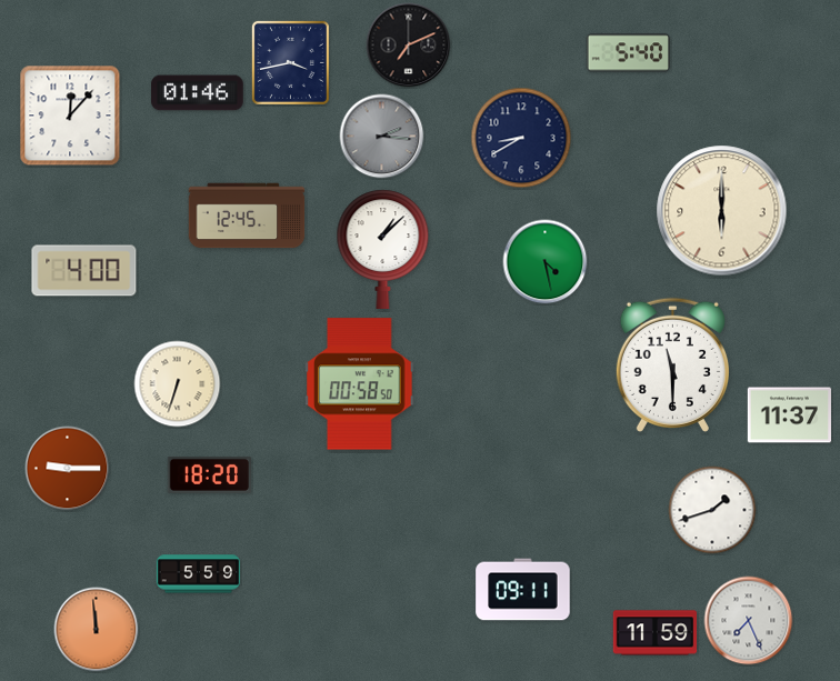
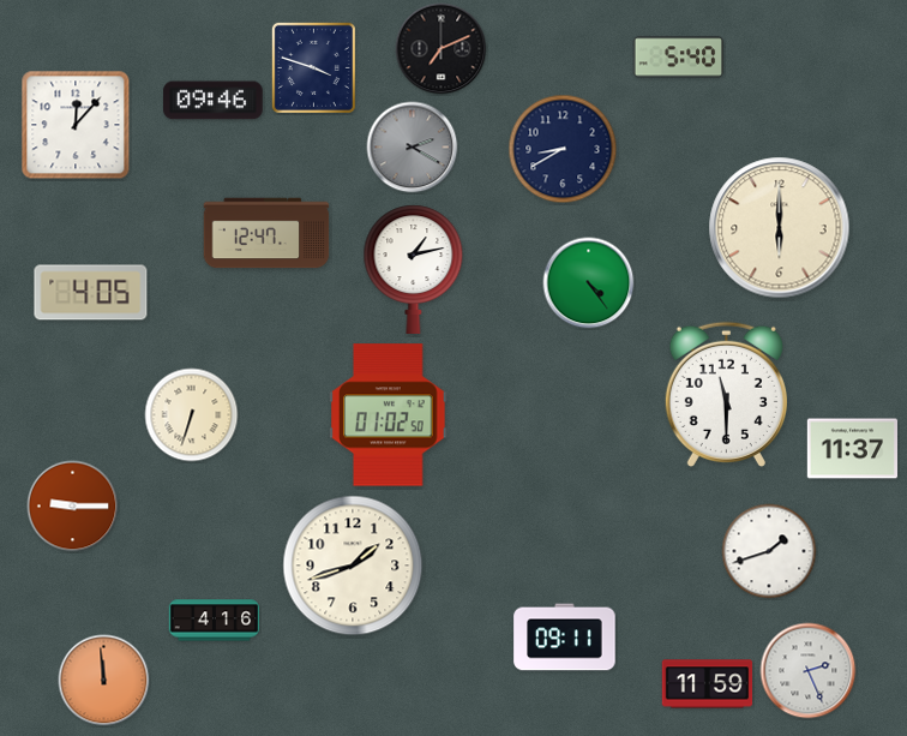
clock at (290, 62): 3:43 -> 3:48
clock at (198, 93): 01:46 -> 09:46
clock at (382, 137): 2:16 -> 2:20
clock at (247, 216): 12:45 -> 12:47
clock at (383, 249): 1:08 -> 1:13
clock at (546, 262): 4:28 -> 4:24
clock at (84, 271): 4:00 -> 4:05
clock at (360, 384): 00:58 -> 01:02
clock at (209, 474): 18:20 -> none
clock at (353, 566): none -> 1:42
clock at (199, 574): 5:59 -> 4:16
clock at (749, 621): 7:26 -> 2:26
